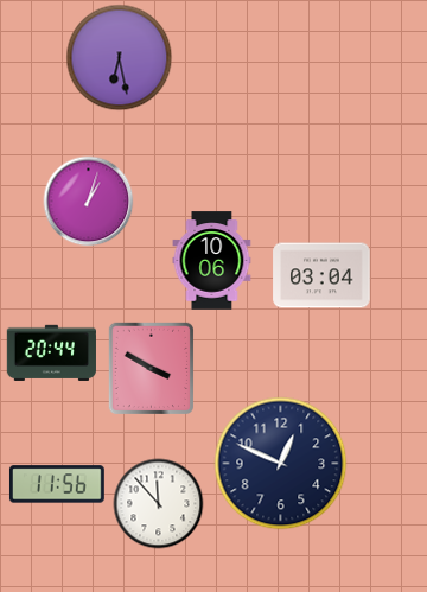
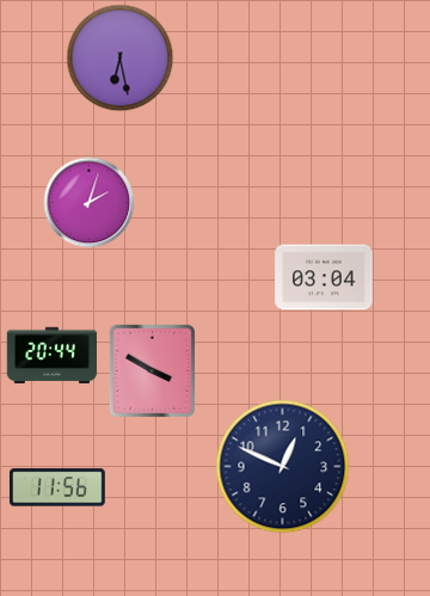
clock at (89, 202): 1:03 -> 2:03
clock at (212, 261): 10:06 -> none
clock at (159, 504): 11:53 -> none
